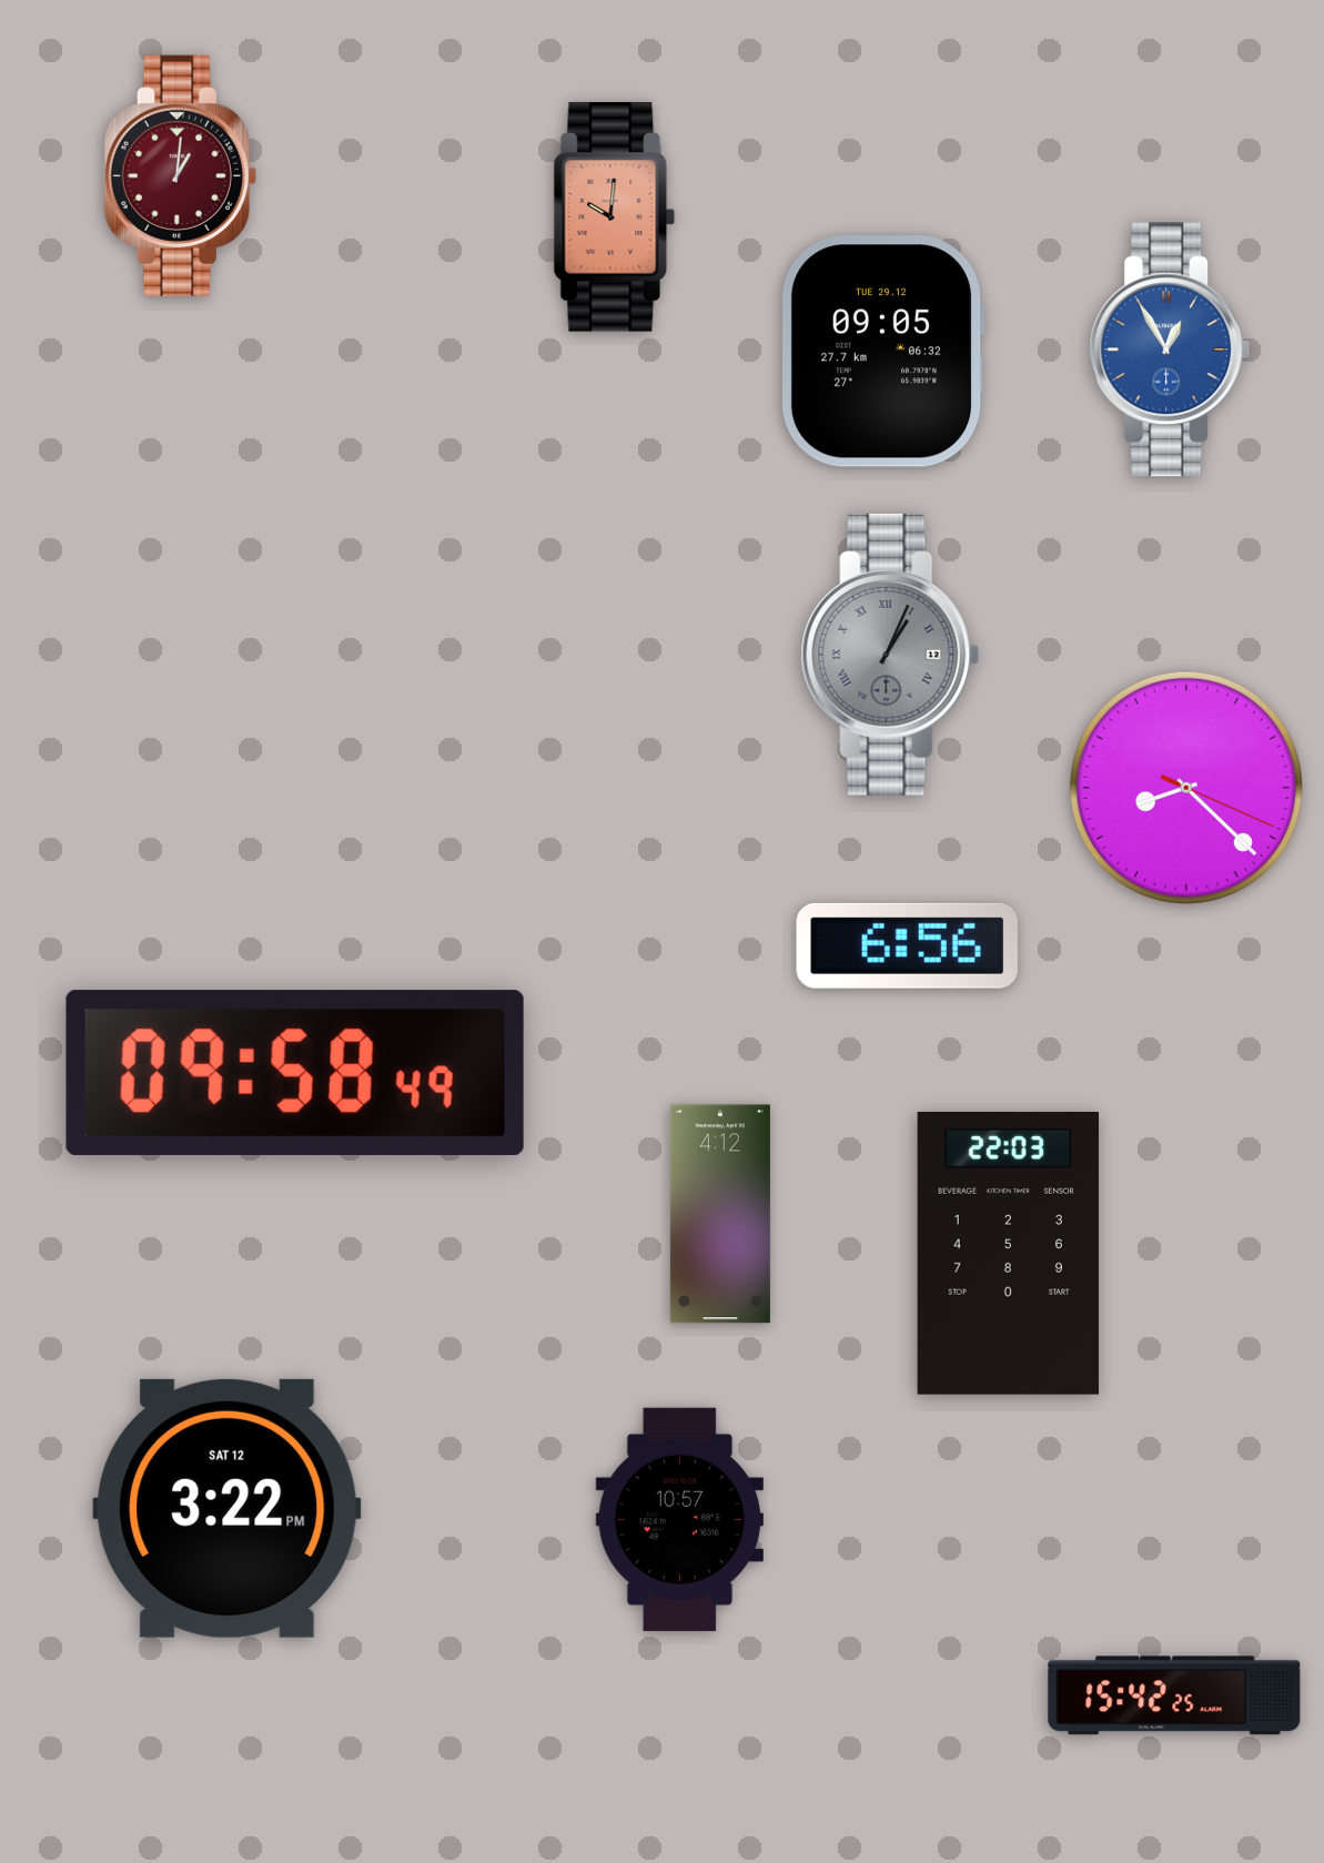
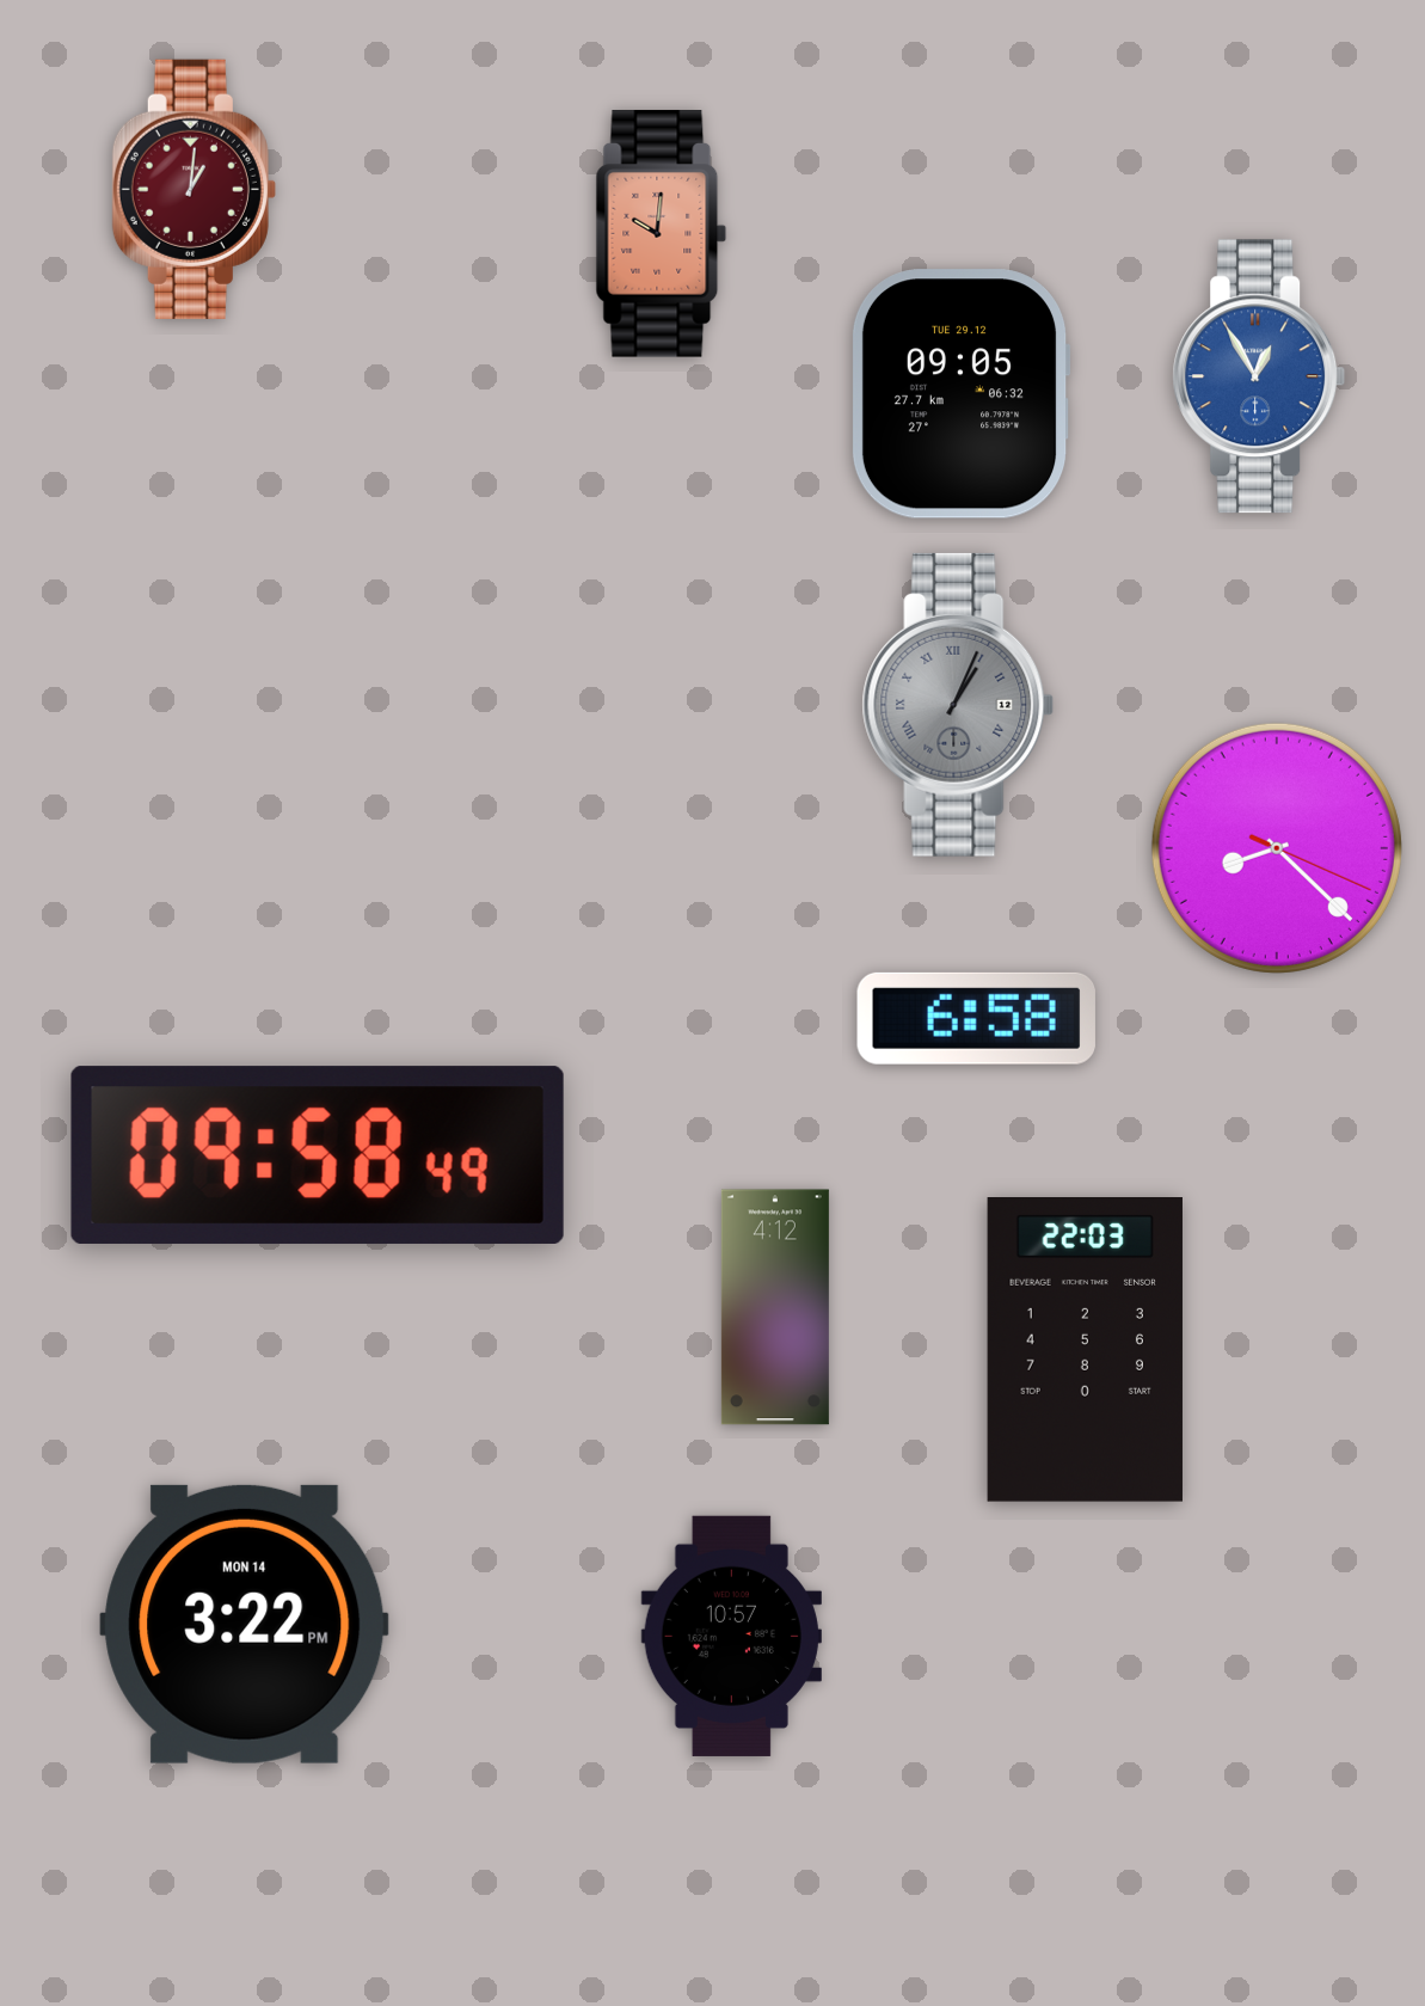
clock at (882, 352) position: (882, 352) -> (960, 394)
clock at (907, 945): 6:56 -> 6:58
clock at (228, 1508) date: SAT 12 -> MON 14
clock at (1174, 1695): 15:42 -> none
